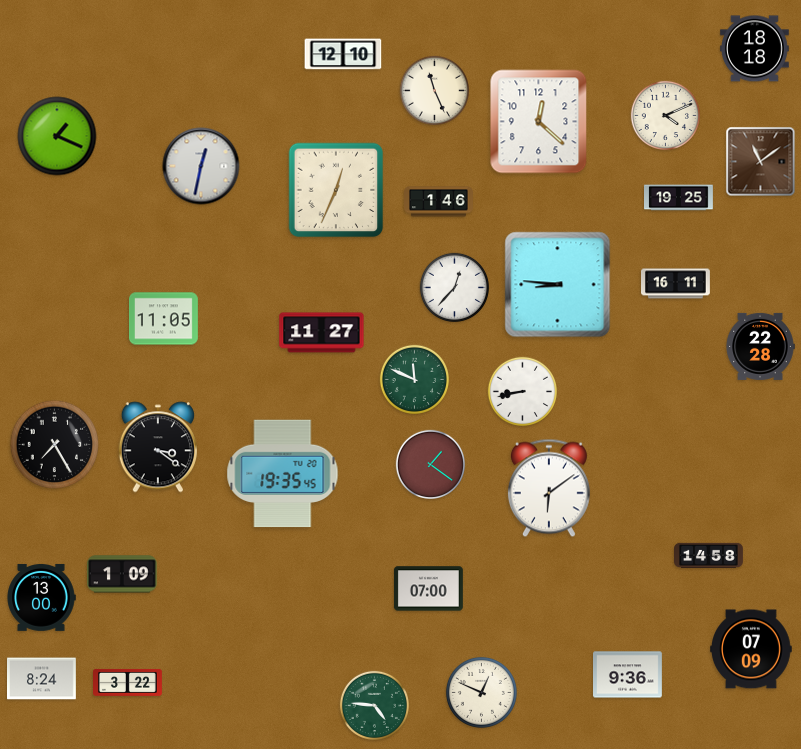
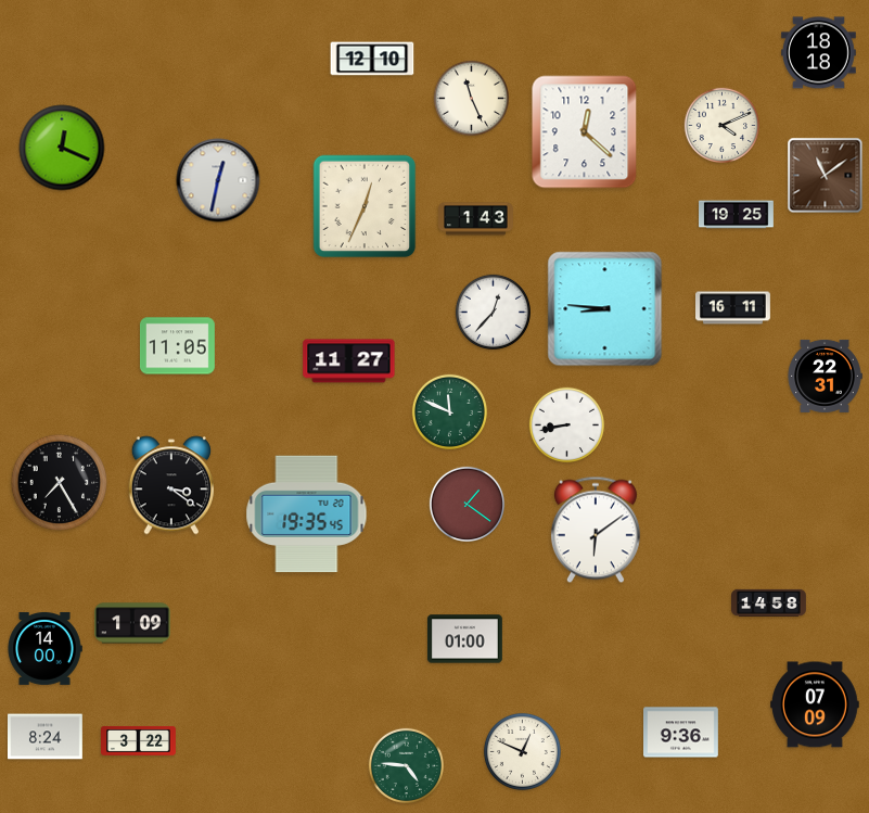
clock at (57, 136): 1:19 -> 12:19
clock at (439, 202): 1:46 -> 1:43
clock at (760, 346): 22:28 -> 22:31
clock at (428, 589): 07:00 -> 01:00
clock at (41, 597): 13:00 -> 14:00
